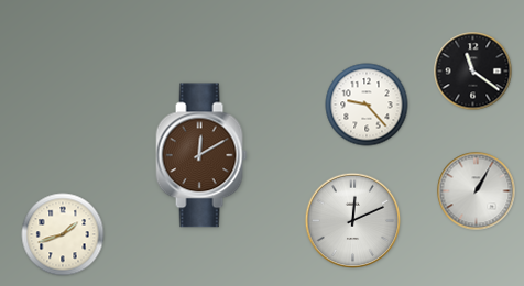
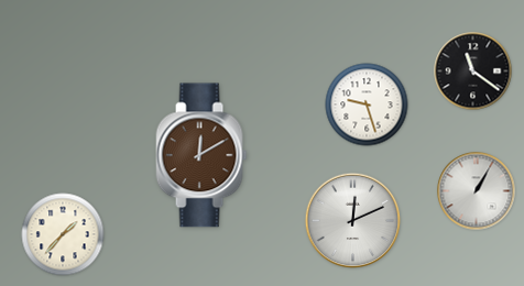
clock at (367, 105): 9:23 -> 9:27
clock at (63, 234): 1:42 -> 1:37
